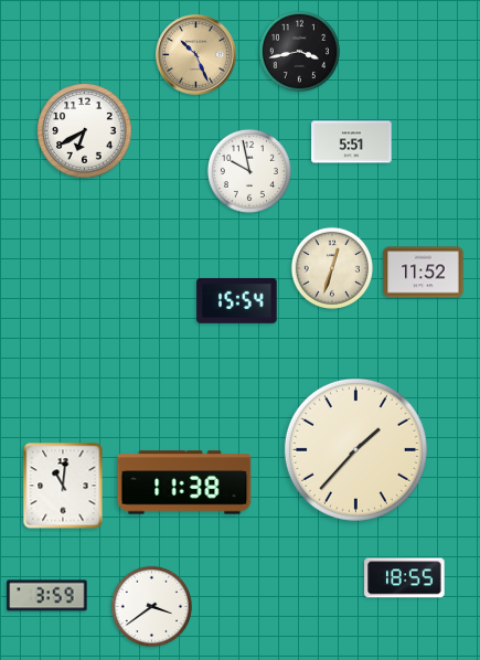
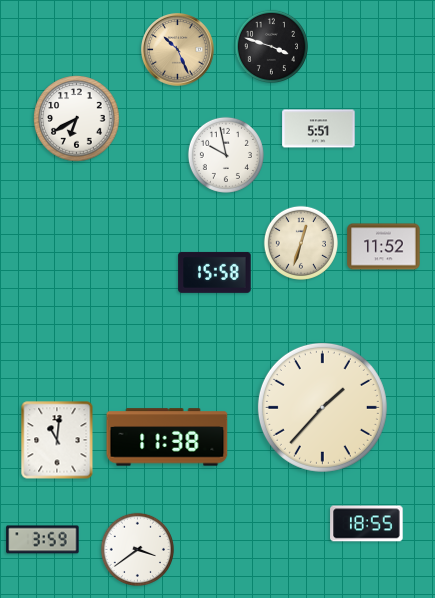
clock at (299, 51): 3:43 -> 3:48
clock at (237, 300): 15:54 -> 15:58
